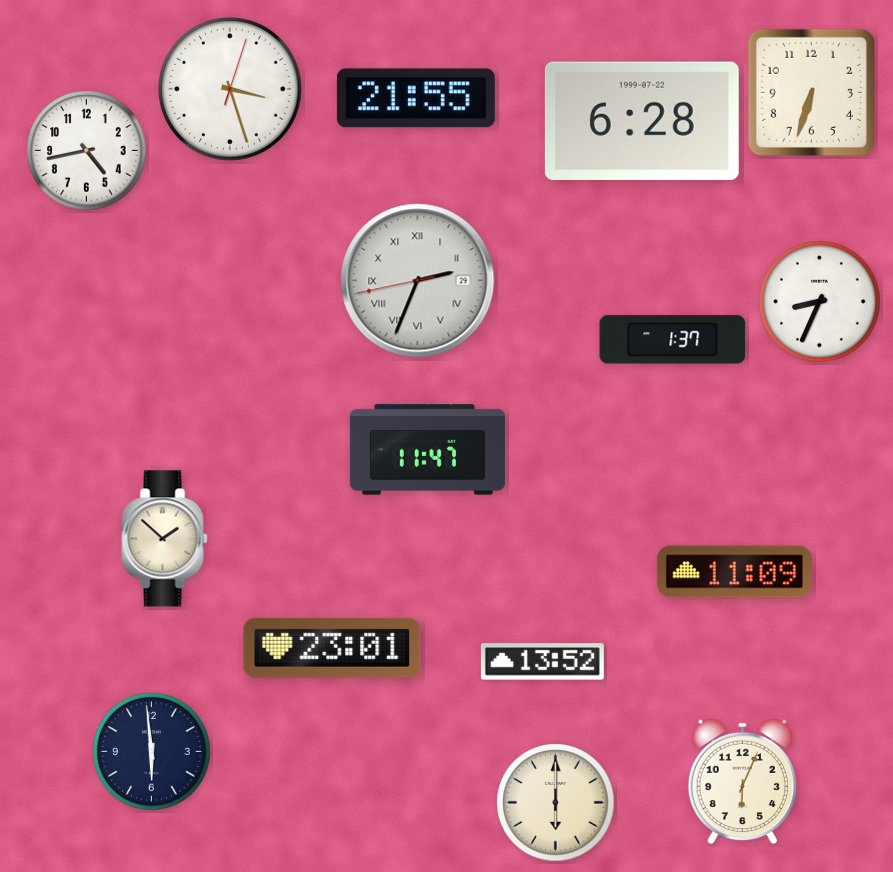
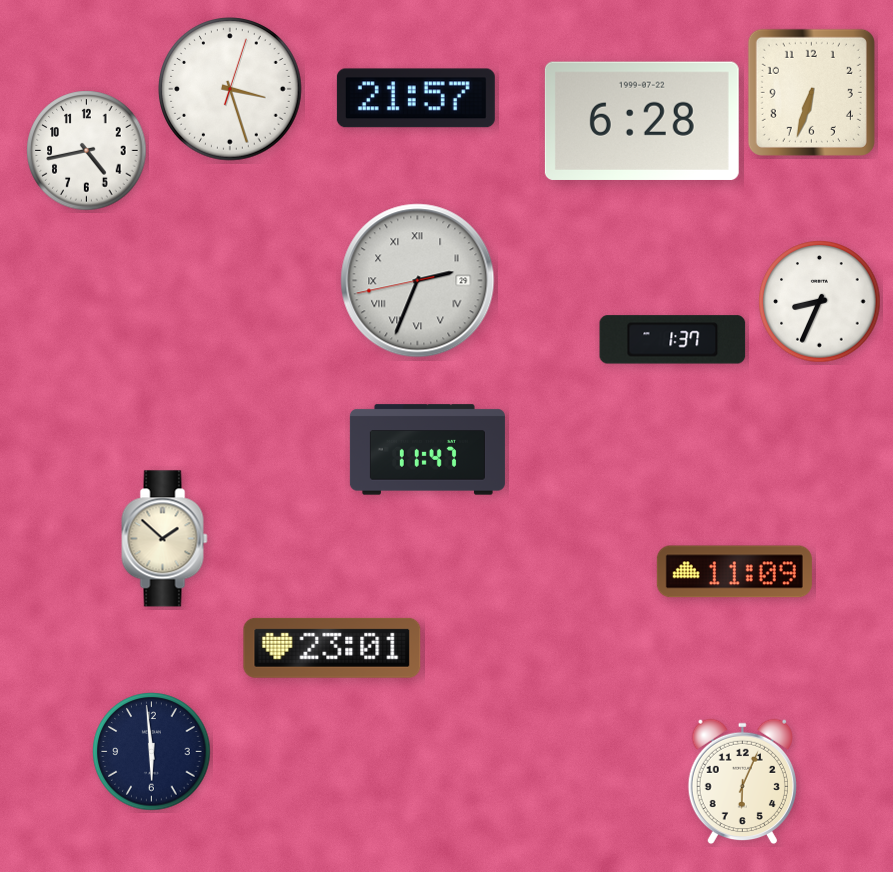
clock at (416, 98): 21:55 -> 21:57
clock at (542, 662): 13:52 -> none
clock at (556, 803): 6:00 -> none
